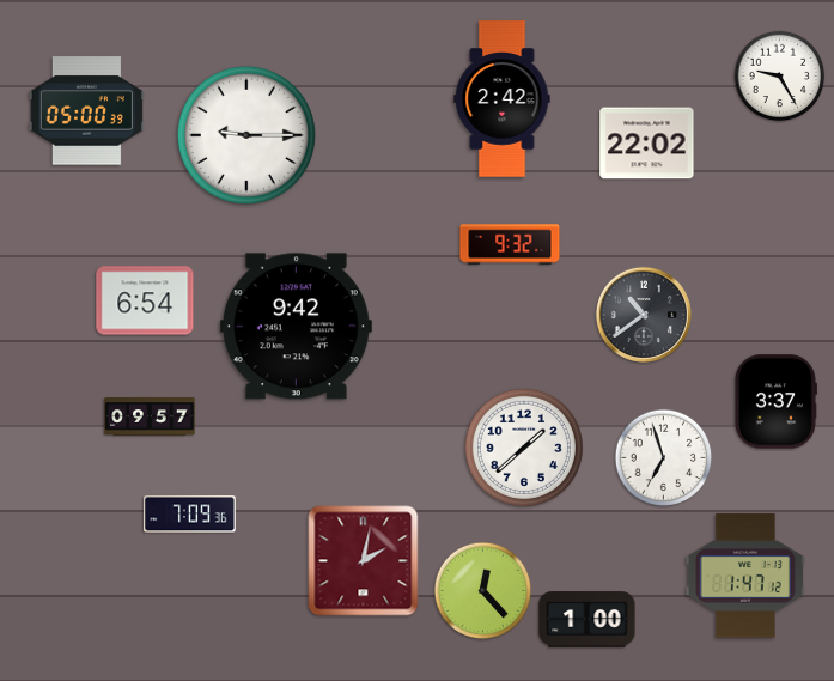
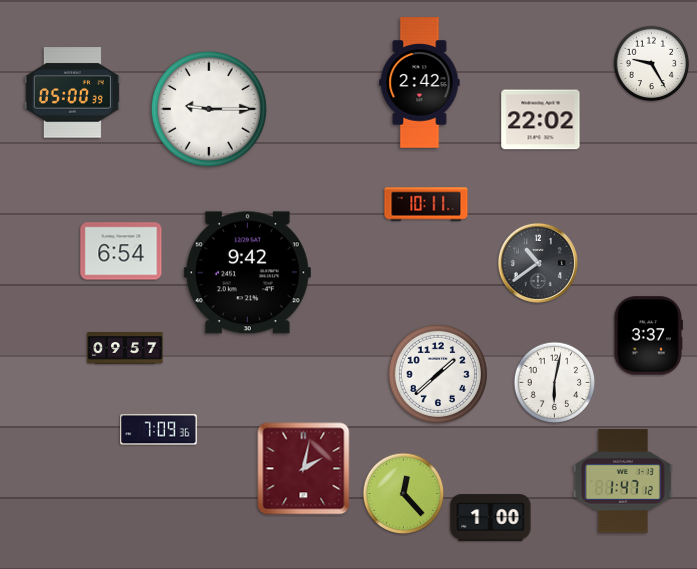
clock at (246, 135) position: (246, 135) -> (209, 109)
clock at (510, 244): 9:32 -> 10:11
clock at (664, 458): 6:57 -> 6:02
